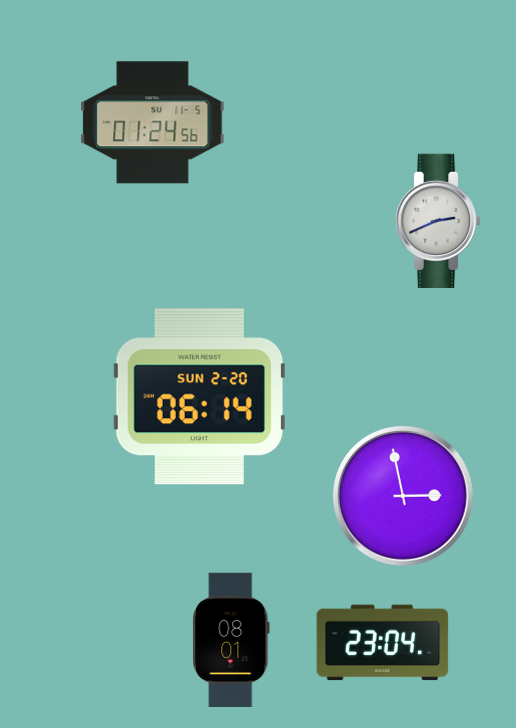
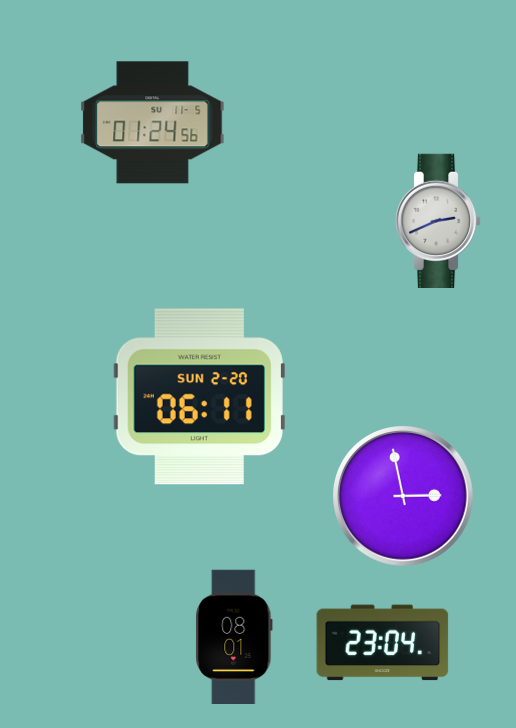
clock at (199, 397): 06:14 -> 06:11
clock at (231, 639) position: (231, 639) -> (234, 636)
